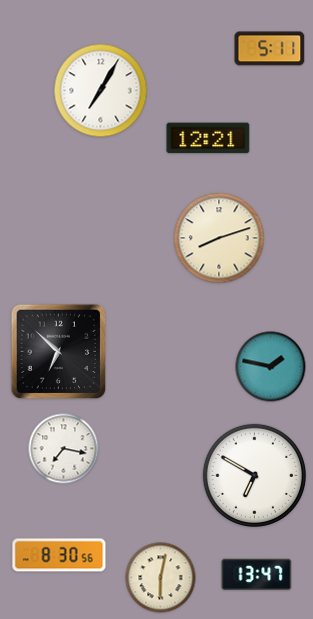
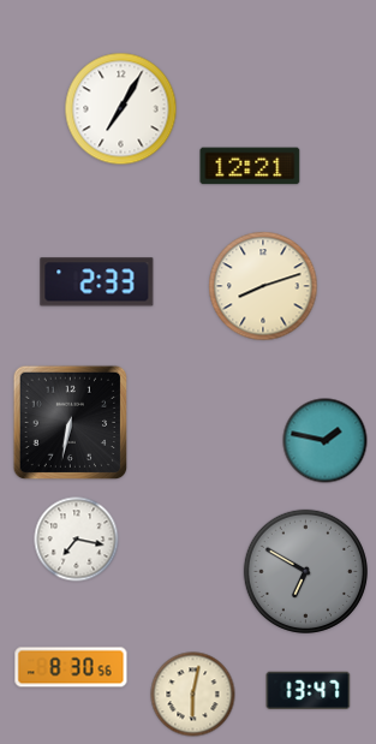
clock at (270, 49): 5:11 -> none
clock at (97, 282): none -> 2:33
clock at (59, 352): 6:52 -> 6:32
clock at (254, 475) dial: white -> grey
